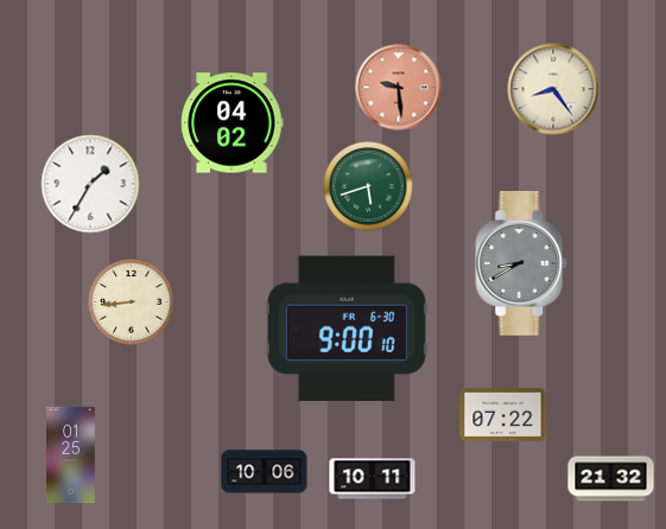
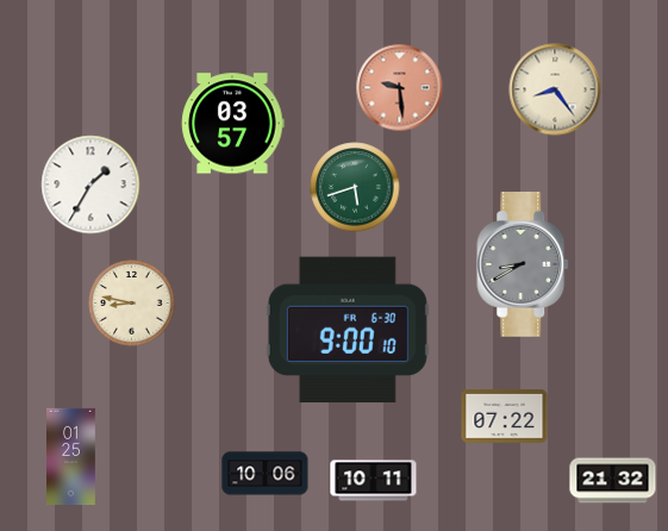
clock at (233, 123): 04:02 -> 03:57
clock at (368, 186) position: (368, 186) -> (355, 187)
clock at (132, 302): 8:44 -> 8:47
